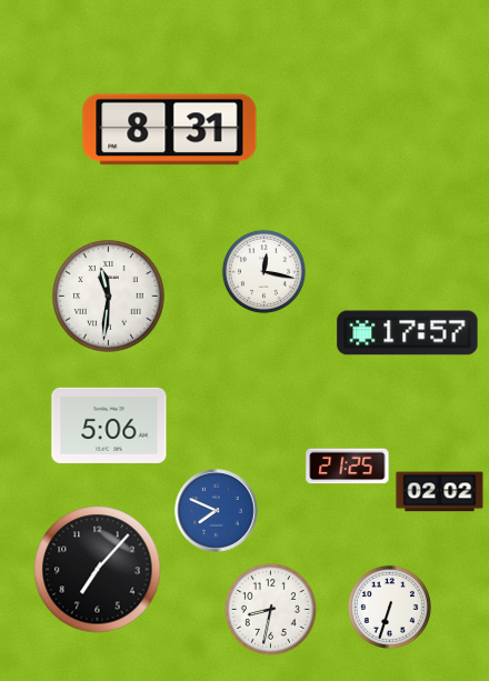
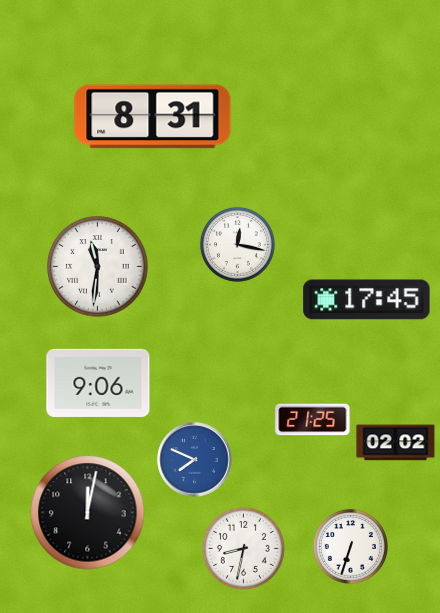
clock at (408, 333): 17:57 -> 17:45
clock at (109, 425): 5:06 -> 9:06
clock at (98, 570): 7:07 -> 12:02
